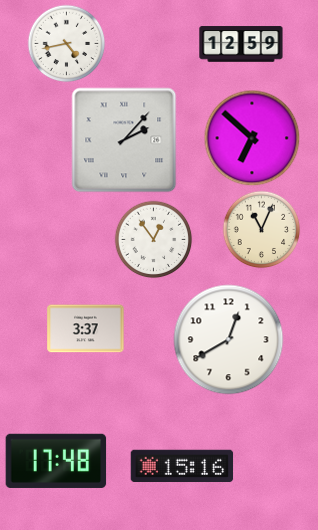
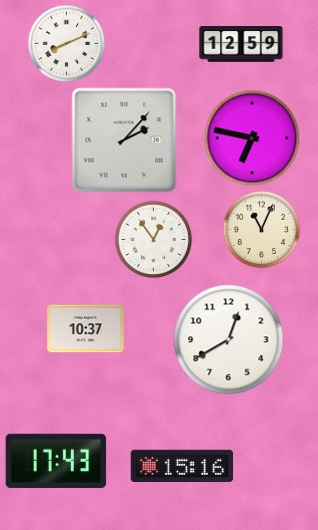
clock at (66, 43): 4:43 -> 8:11
clock at (252, 138): 6:52 -> 6:47
clock at (86, 329): 3:37 -> 10:37
clock at (56, 461): 17:48 -> 17:43
